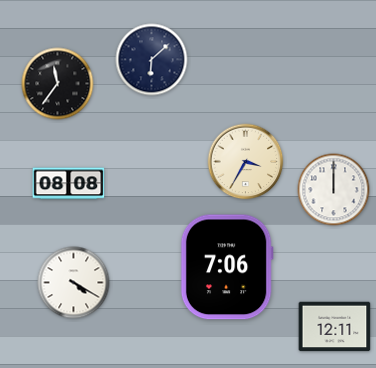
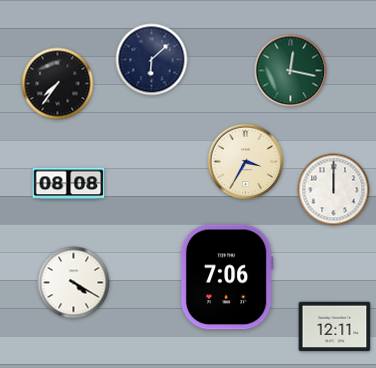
clock at (291, 71): none -> 12:17
clock at (58, 84): 11:36 -> 7:36
clock at (227, 267) position: (227, 267) -> (227, 277)
